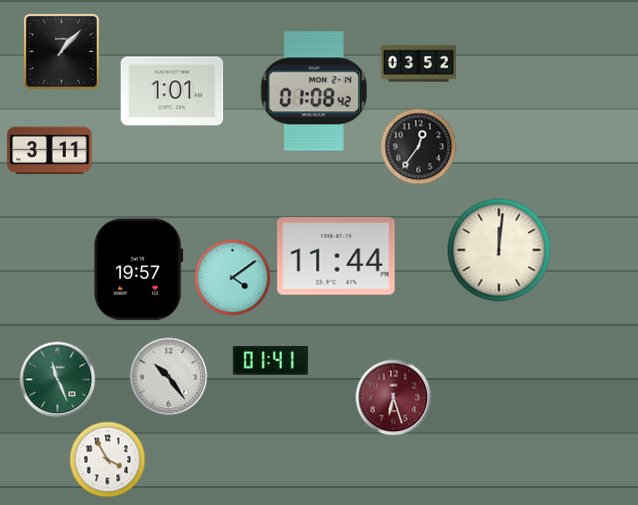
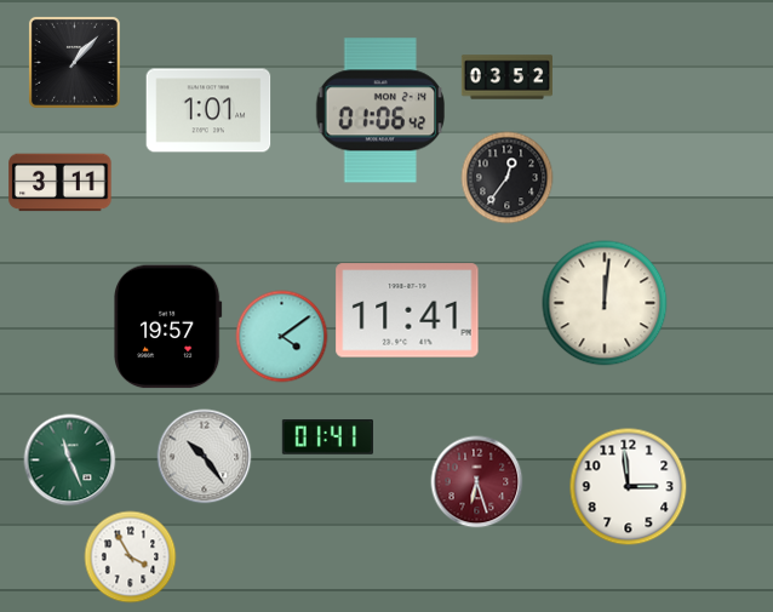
clock at (313, 91): 01:08 -> 01:06
clock at (336, 256): 11:44 -> 11:41
clock at (629, 487): none -> 2:59
